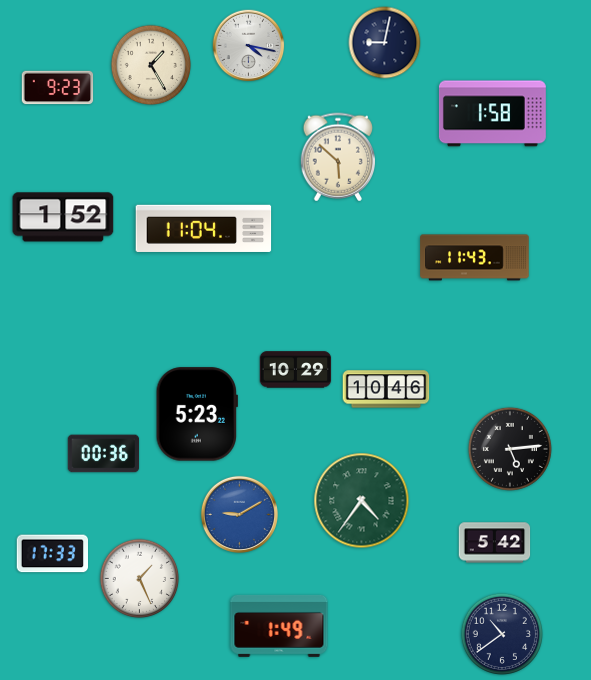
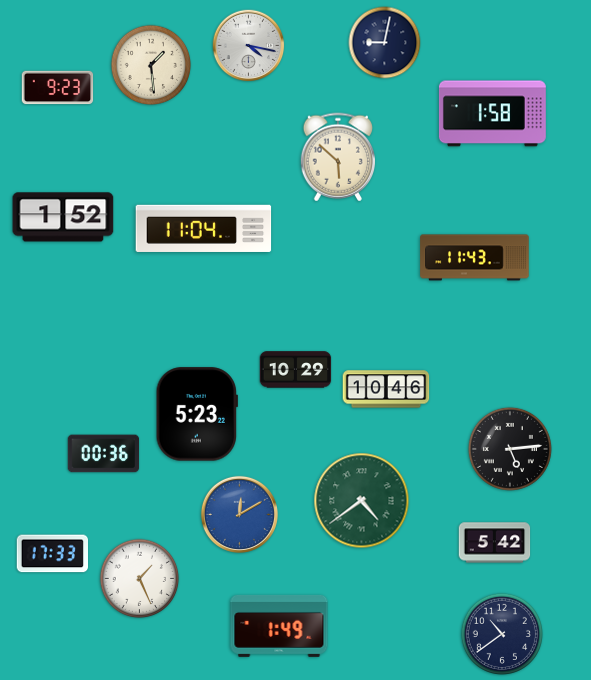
clock at (151, 65): 1:25 -> 1:29
clock at (362, 501): 4:36 -> 4:39
clock at (239, 514): 9:10 -> 12:10
